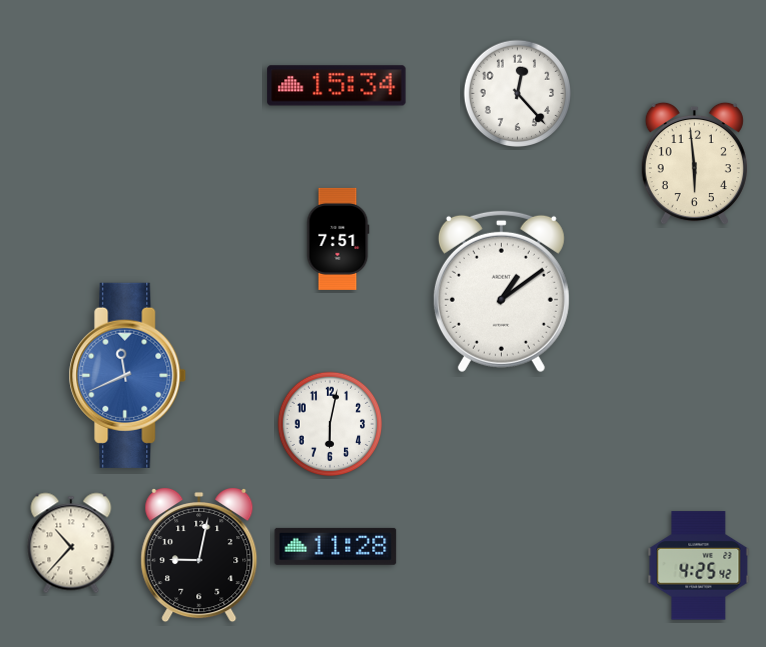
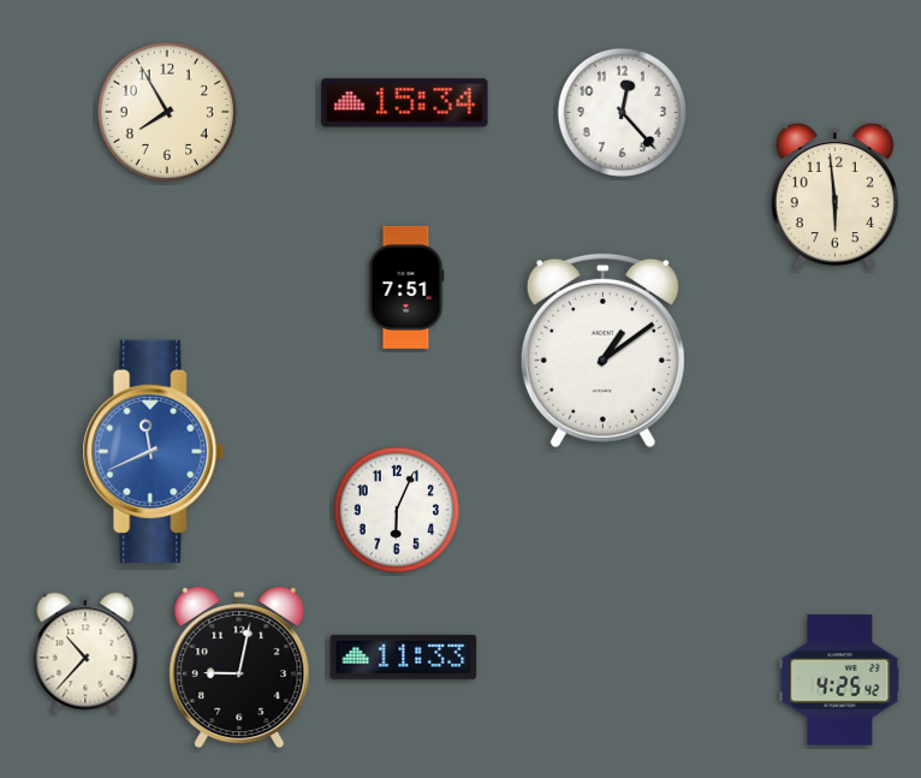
clock at (167, 112): none -> 7:55
clock at (330, 424): 6:02 -> 6:04
clock at (336, 546): 11:28 -> 11:33
